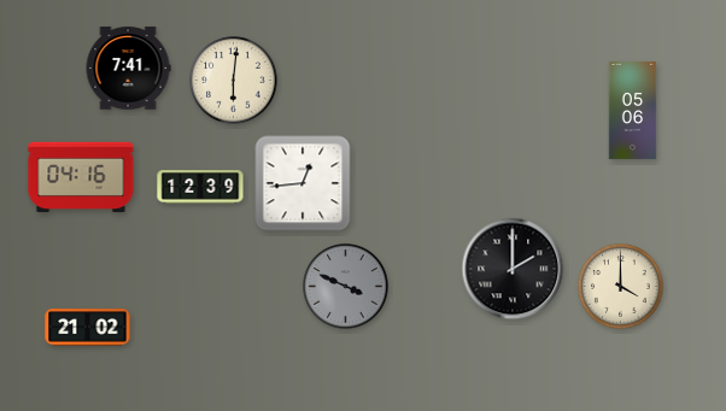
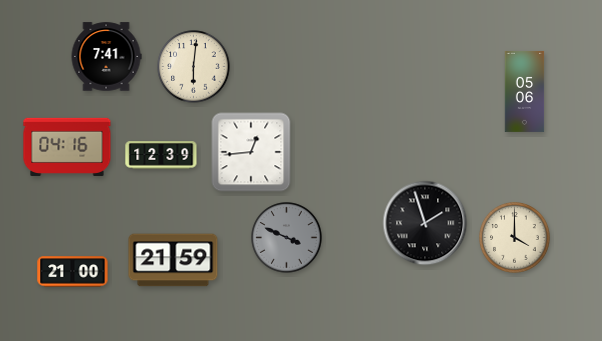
clock at (200, 187) position: (200, 187) -> (161, 155)
clock at (513, 269): 2:00 -> 1:57
clock at (173, 260): none -> 21:59
clock at (88, 328): 21:02 -> 21:00
